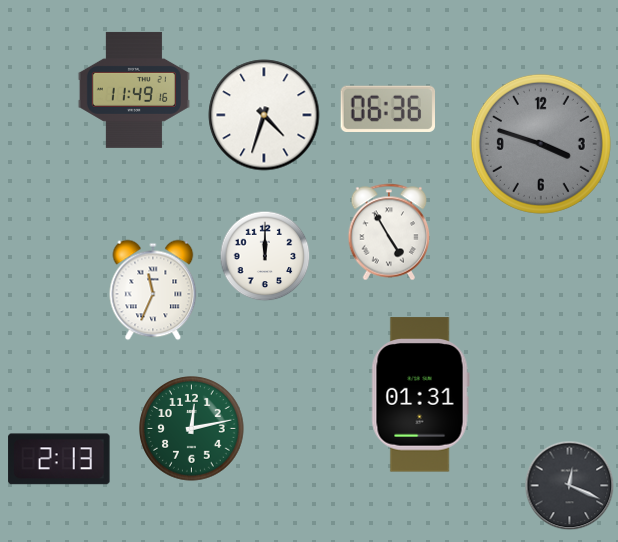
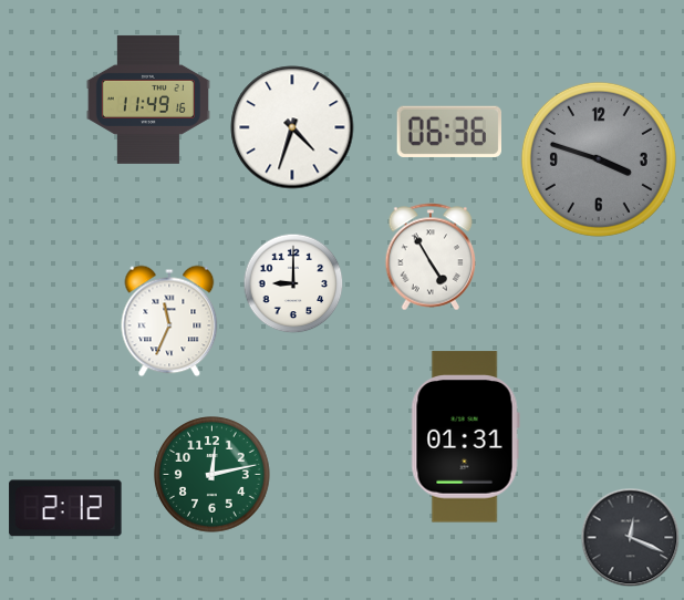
clock at (387, 109) position: (387, 109) -> (448, 132)
clock at (265, 256): 12:00 -> 9:00
clock at (59, 459): 2:13 -> 2:12
